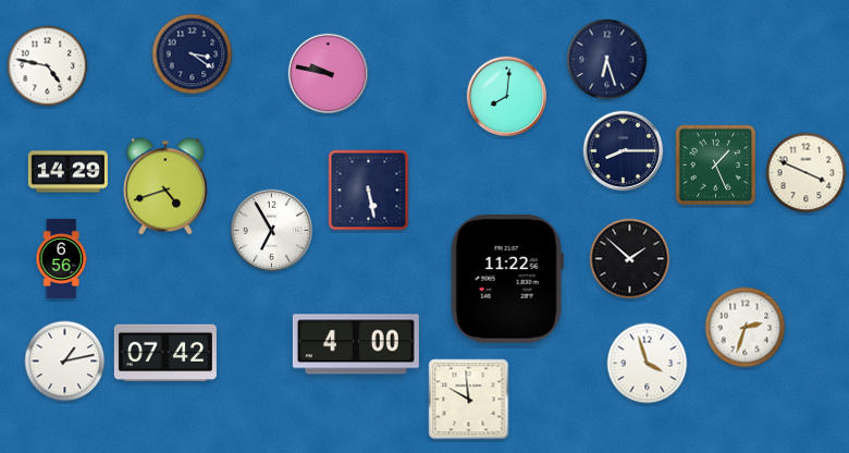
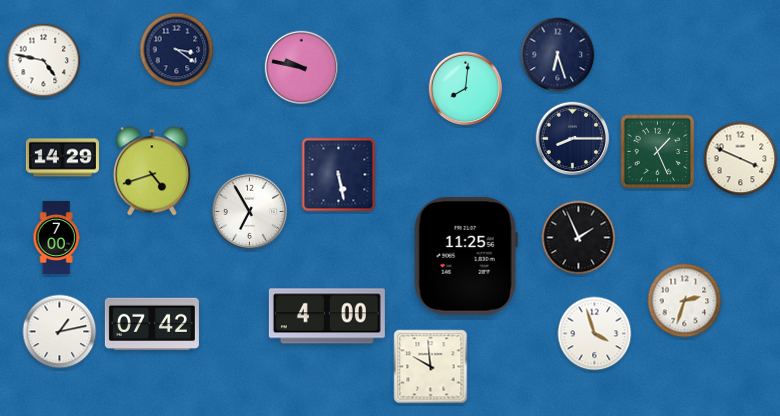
clock at (61, 258): 6:56 -> 7:00
clock at (630, 259): 1:52 -> 1:56
clock at (507, 279): 11:22 -> 11:25
